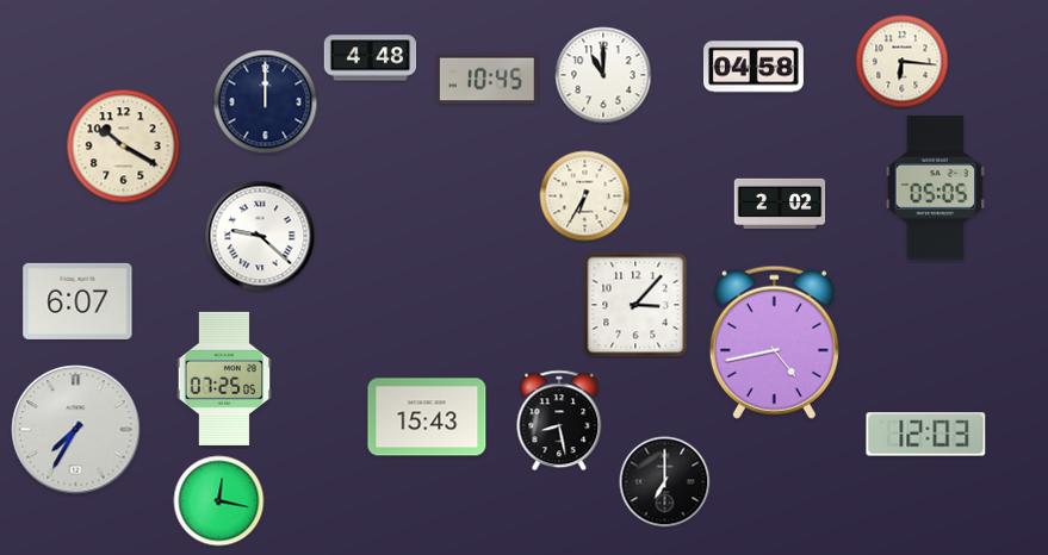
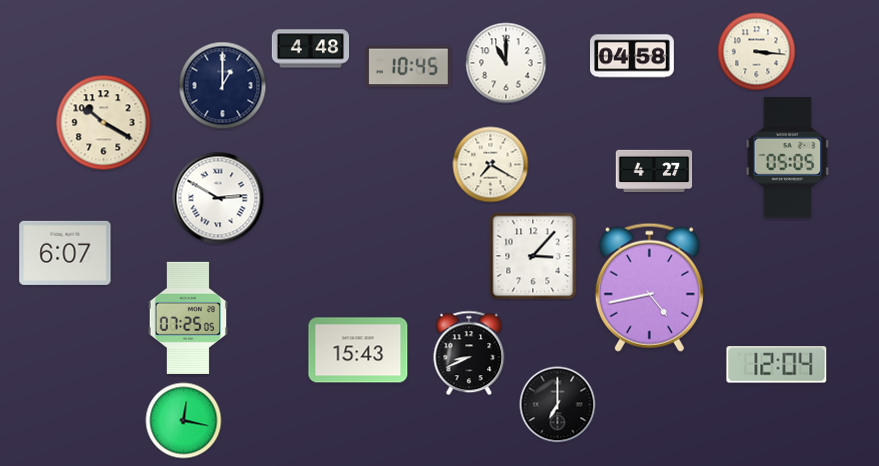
clock at (903, 62): 6:16 -> 3:16
clock at (266, 102): 12:00 -> 1:00
clock at (936, 188) position: (936, 188) -> (788, 158)
clock at (585, 197): 6:35 -> 7:20
clock at (780, 202): 2:02 -> 4:27
clock at (260, 236): 9:22 -> 2:50
clock at (559, 420): 8:28 -> 8:41
clock at (76, 430): 7:35 -> none
clock at (926, 435): 12:03 -> 12:04
